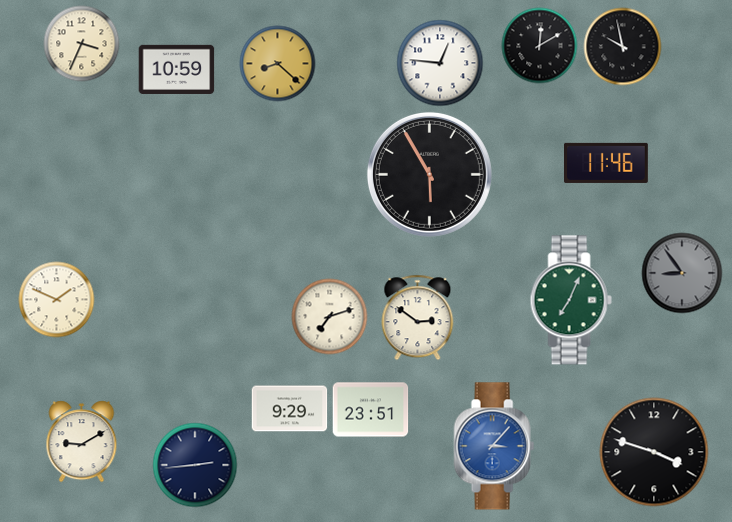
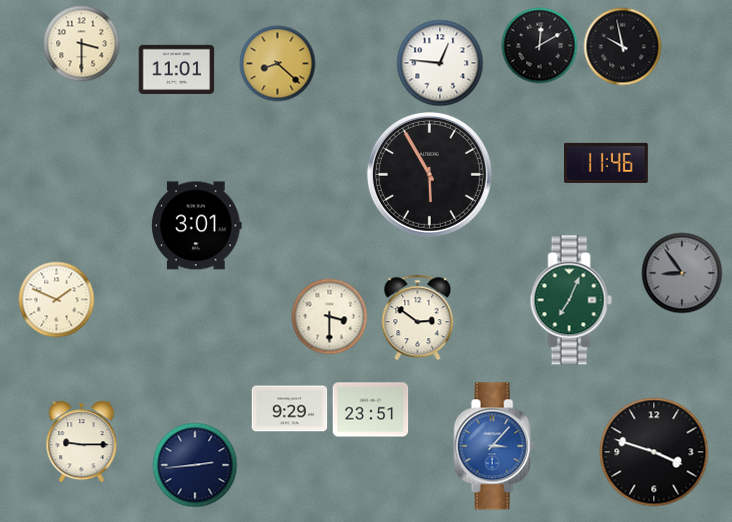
clock at (82, 44): 3:34 -> 3:30
clock at (177, 69): 10:59 -> 11:01
clock at (197, 226): none -> 3:01
clock at (330, 317): 7:12 -> 3:30
clock at (82, 442): 9:10 -> 9:15
